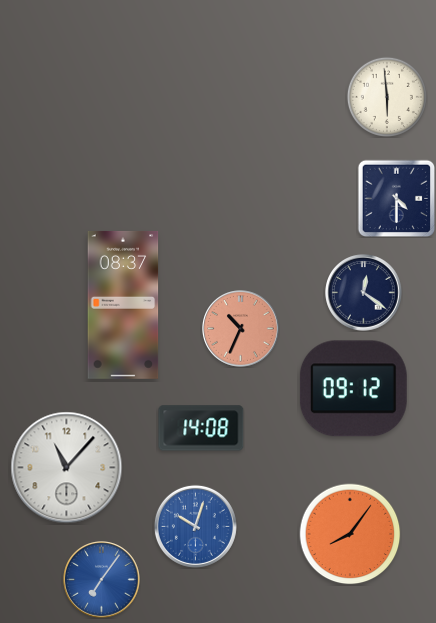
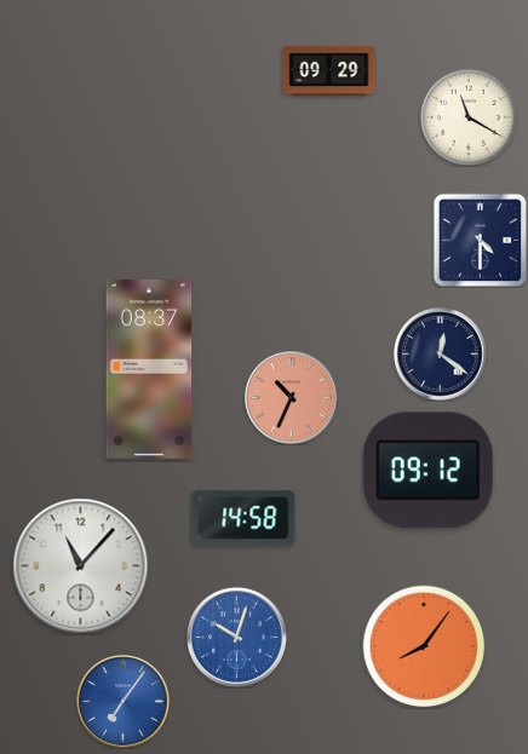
clock at (329, 71): none -> 09:29
clock at (387, 97): 5:59 -> 11:20
clock at (201, 428): 14:08 -> 14:58
